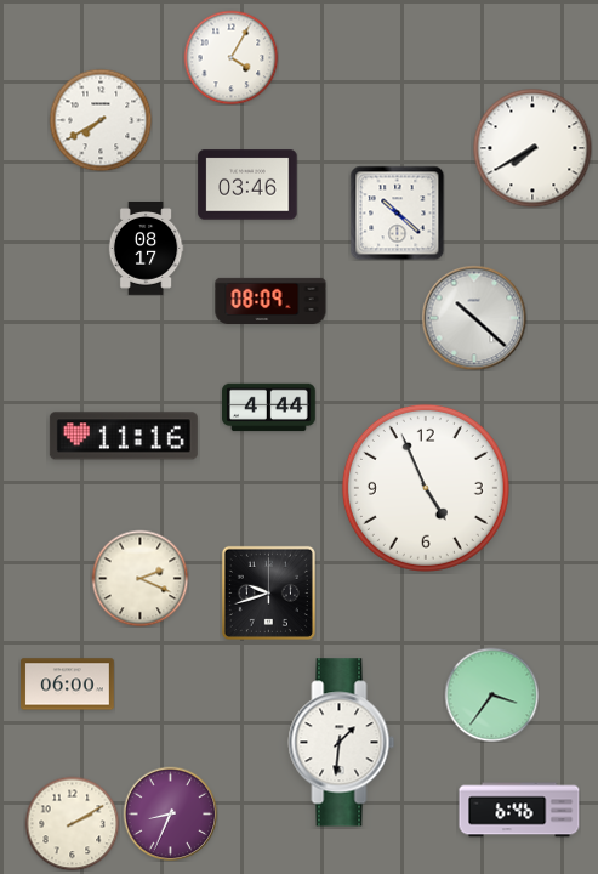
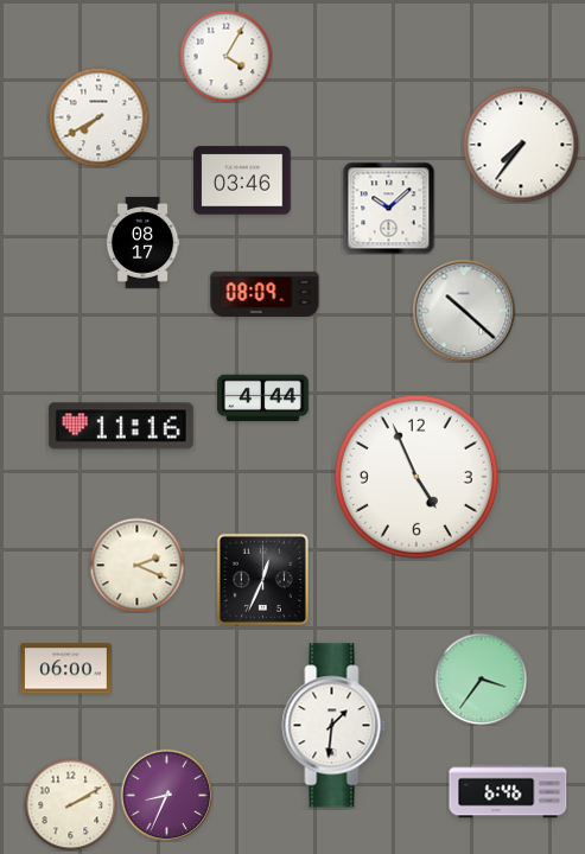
clock at (532, 148): 7:40 -> 7:36
clock at (397, 212): 10:22 -> 10:08
clock at (268, 592): 9:42 -> 12:34
